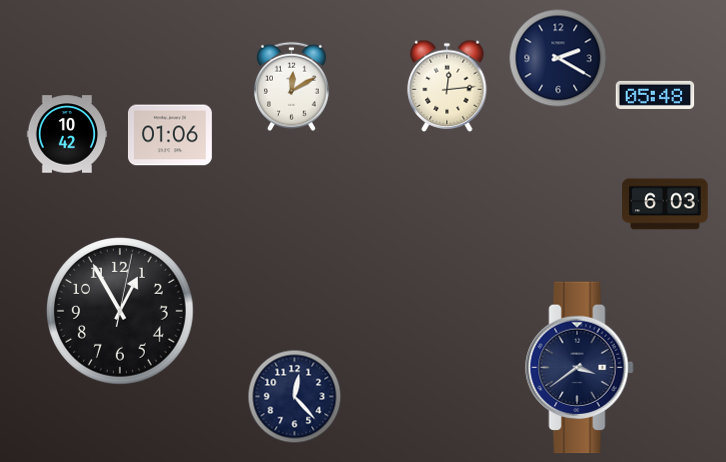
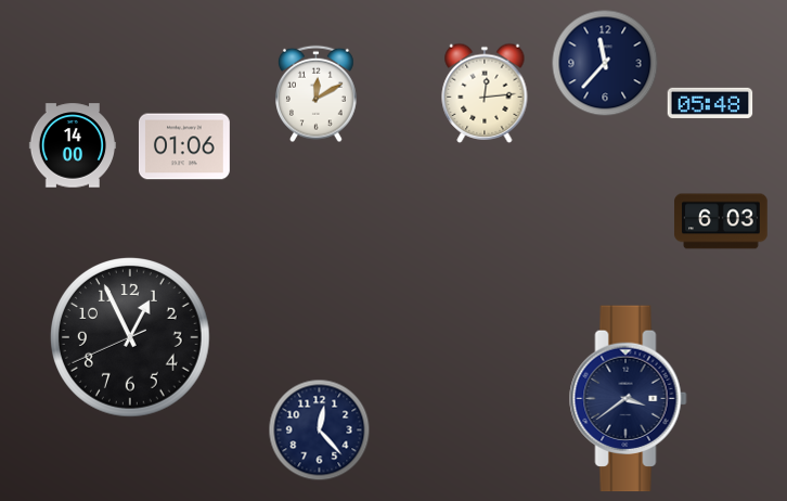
clock at (558, 58): 2:20 -> 11:37
clock at (67, 134): 10:42 -> 14:00
clock at (121, 312): 12:55:02 -> 12:55:41
